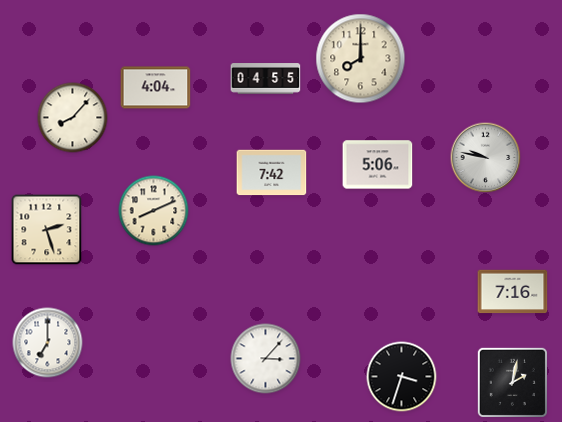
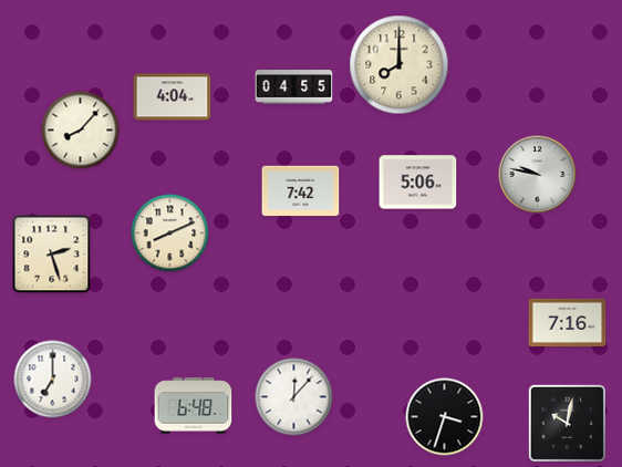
clock at (266, 359): 3:07 -> 12:07
clock at (194, 406): none -> 6:48
clock at (512, 382): 2:02 -> 10:02
